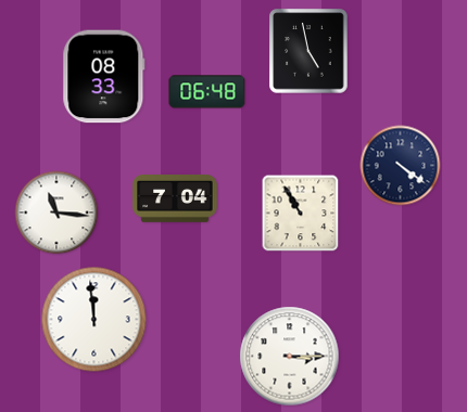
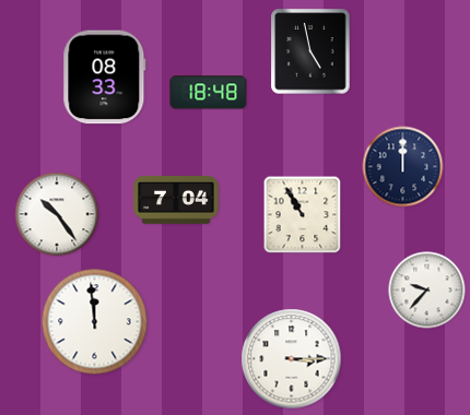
clock at (207, 92): 06:48 -> 18:48
clock at (401, 166): 4:21 -> 12:00
clock at (56, 213): 11:16 -> 10:24
clock at (427, 290): none -> 9:37
